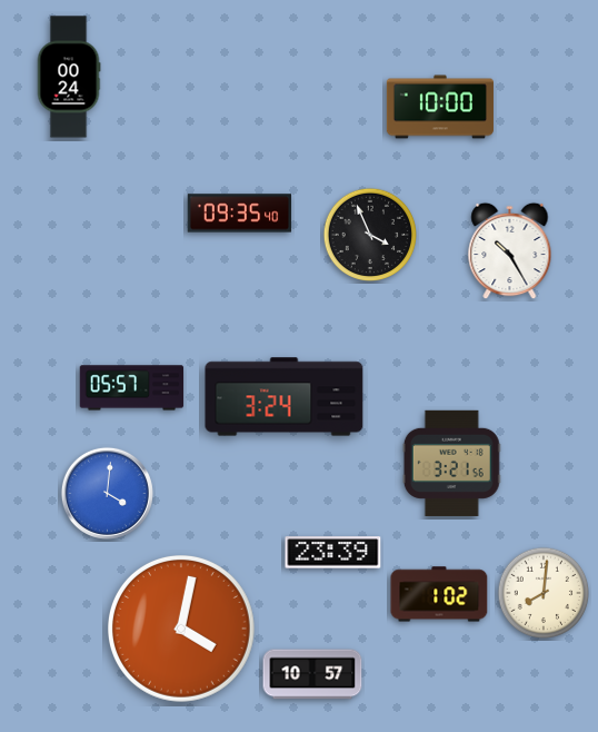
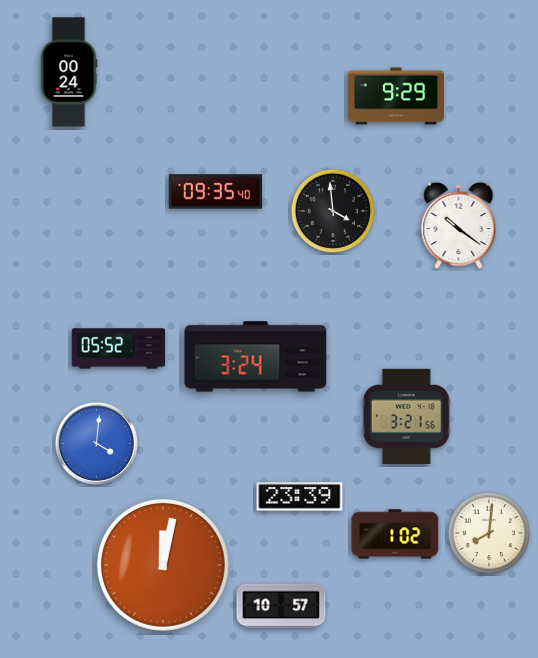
clock at (69, 77) position: (69, 77) -> (69, 72)
clock at (440, 107): 10:00 -> 9:29
clock at (369, 234): 3:56 -> 3:59
clock at (510, 251): 10:25 -> 10:21
clock at (132, 388): 05:57 -> 05:52
clock at (181, 630): 4:02 -> 12:02
